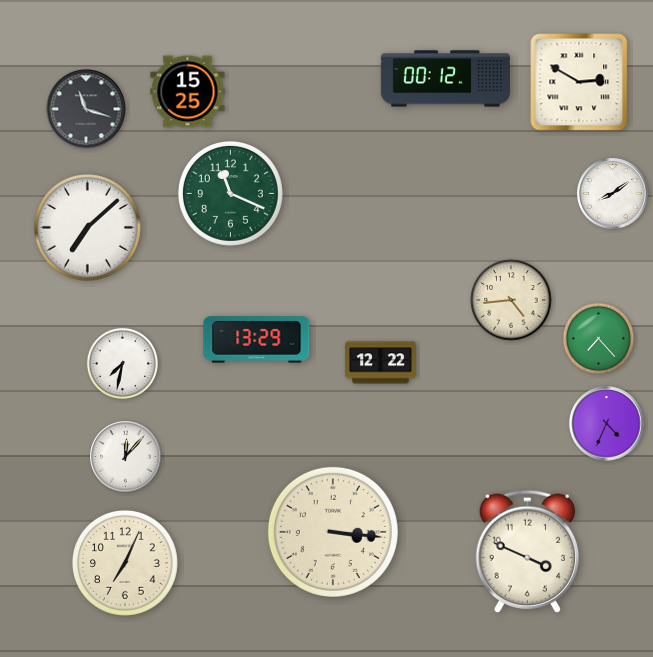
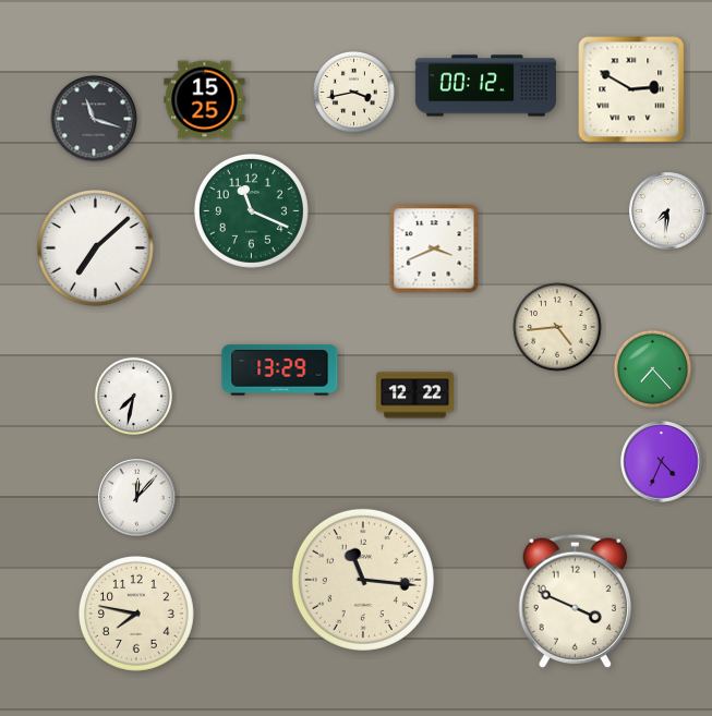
clock at (353, 92): none -> 3:43
clock at (613, 194): 8:09 -> 7:31
clock at (434, 248): none -> 3:41
clock at (333, 532): 3:16 -> 11:16
clock at (125, 563): 7:04 -> 7:47
